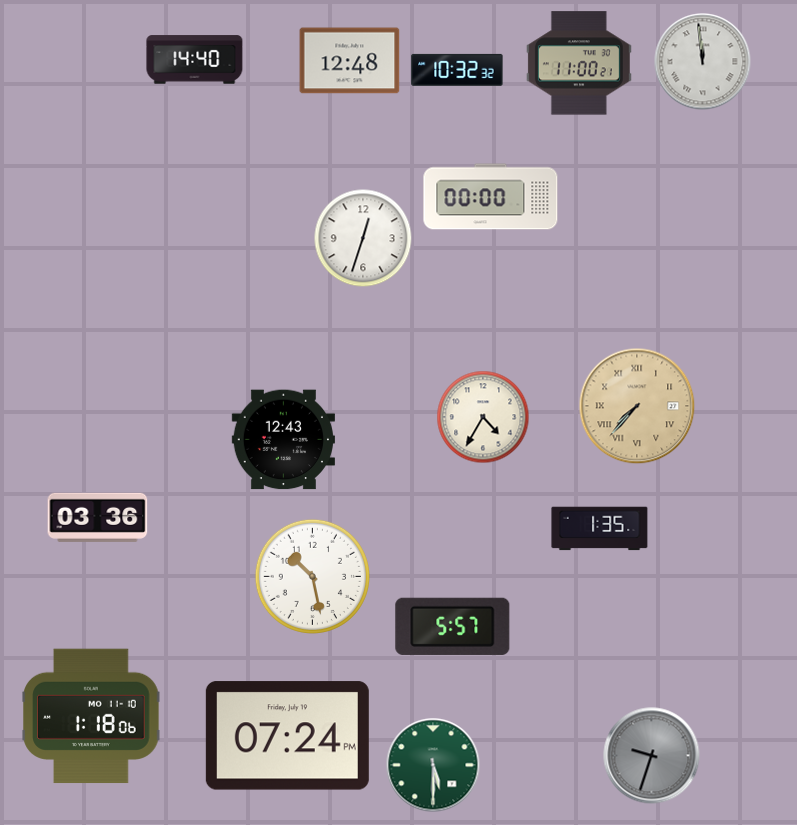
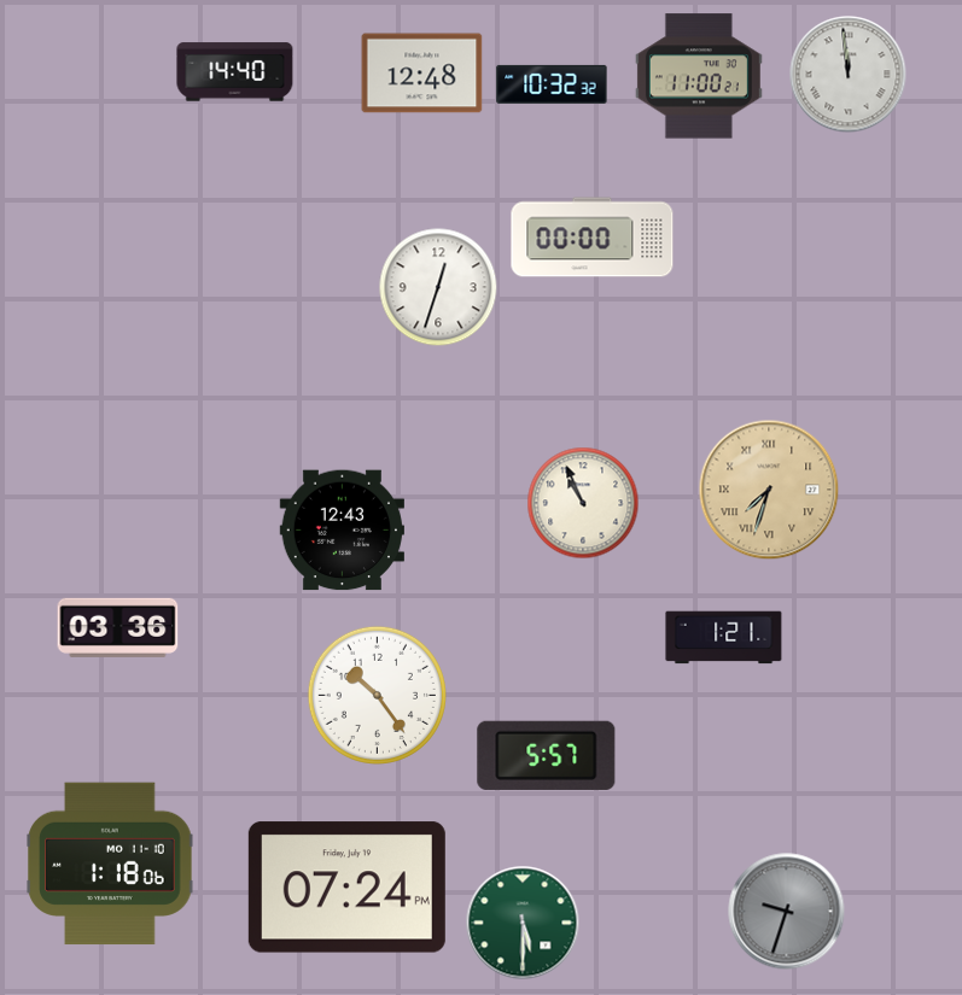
clock at (637, 406): 7:37 -> 7:33
clock at (483, 417): 4:35 -> 10:56
clock at (98, 517) position: (98, 517) -> (118, 627)
clock at (600, 529): 1:35 -> 1:21
clock at (312, 576): 10:28 -> 10:24
